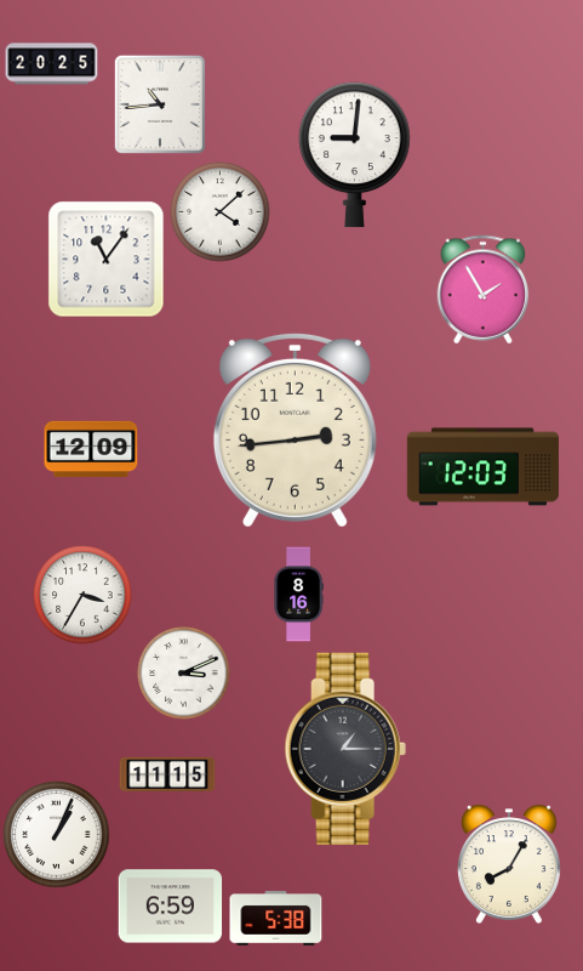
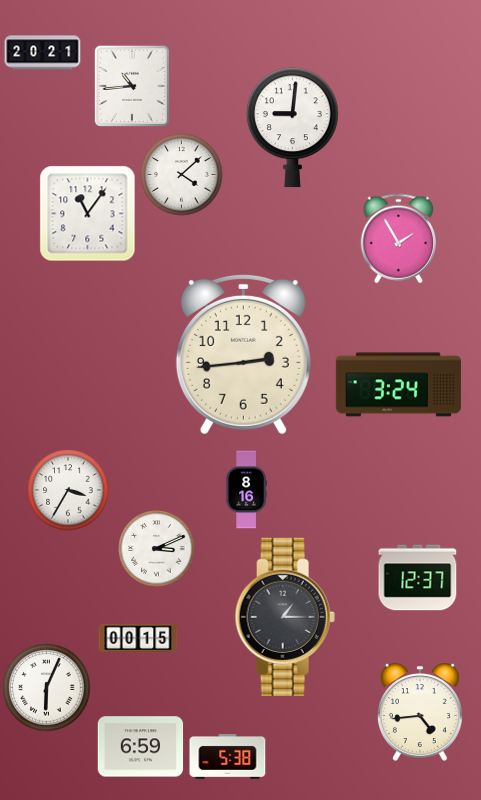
clock at (52, 64): 20:25 -> 20:21
clock at (91, 448): 12:09 -> none
clock at (482, 467): 12:03 -> 3:24
clock at (184, 674) position: (184, 674) -> (157, 549)
clock at (418, 578): none -> 12:37
clock at (167, 774): 11:15 -> 00:15
clock at (57, 835): 1:04 -> 6:04
clock at (509, 864): 8:05 -> 4:44
